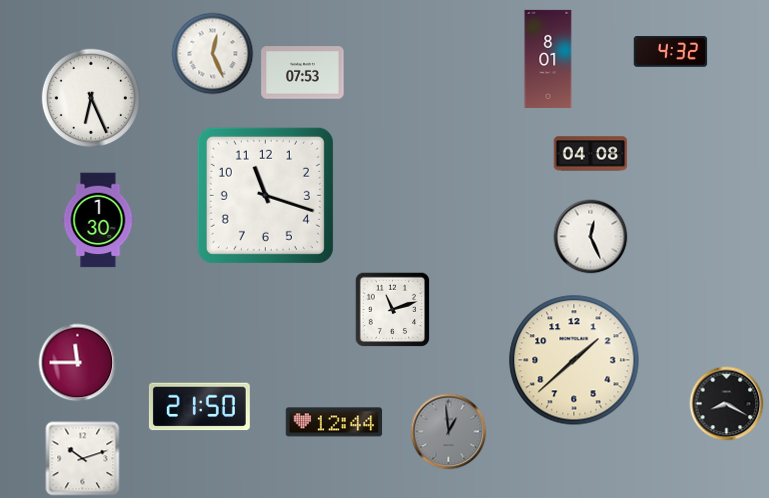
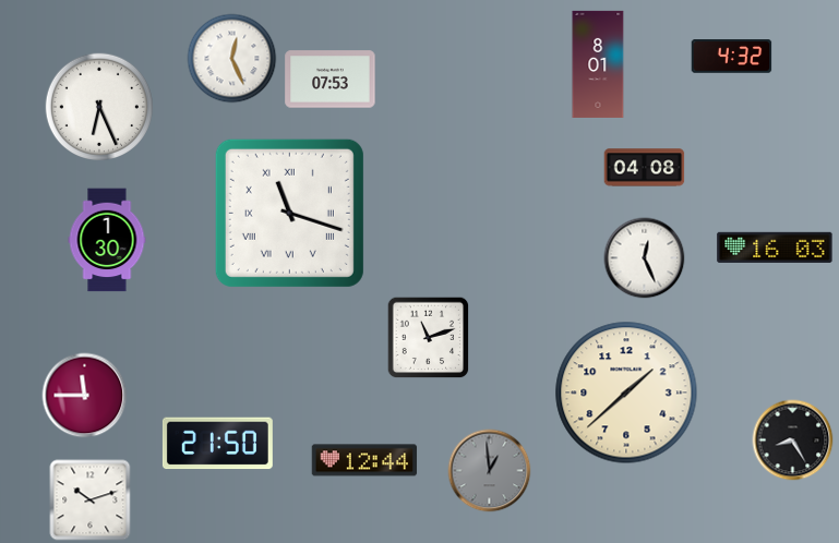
clock at (265, 195) numerals: Arabic -> Roman
clock at (775, 248): none -> 16:03
clock at (727, 404): 8:20 -> 8:25
